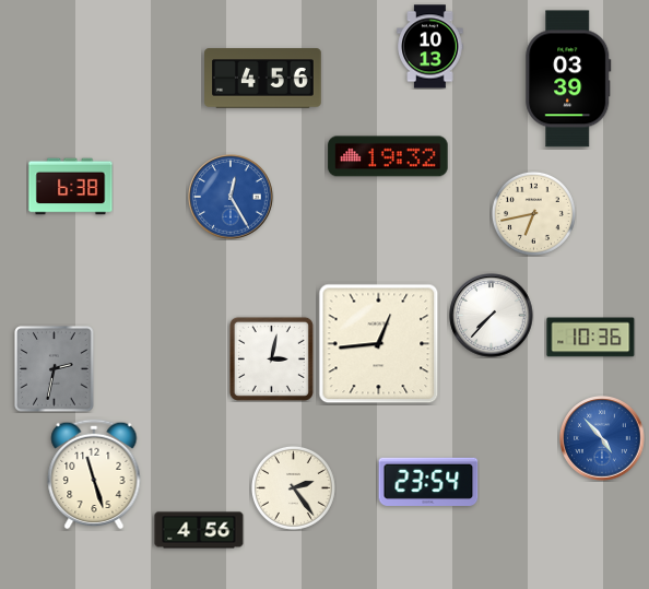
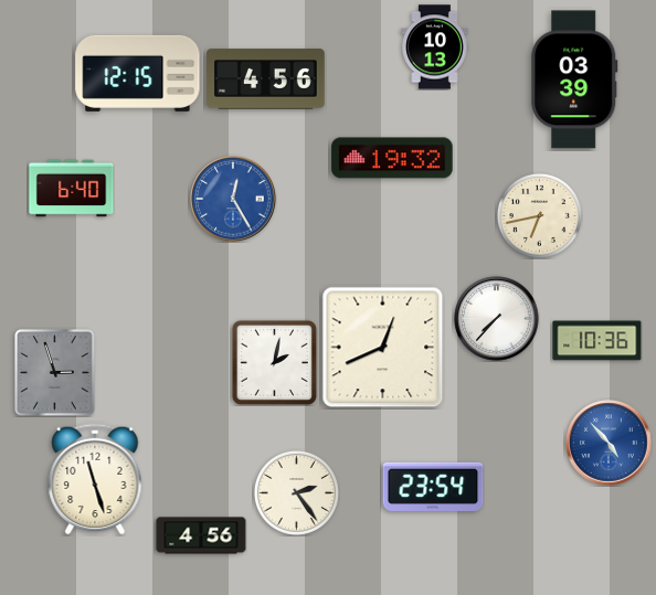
clock at (138, 73): none -> 12:15
clock at (71, 187): 6:38 -> 6:40
clock at (379, 344): 12:44 -> 12:41
clock at (271, 358): 3:02 -> 2:02
clock at (55, 369): 2:32 -> 2:57
